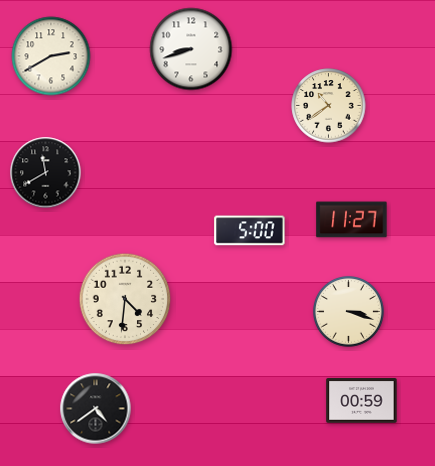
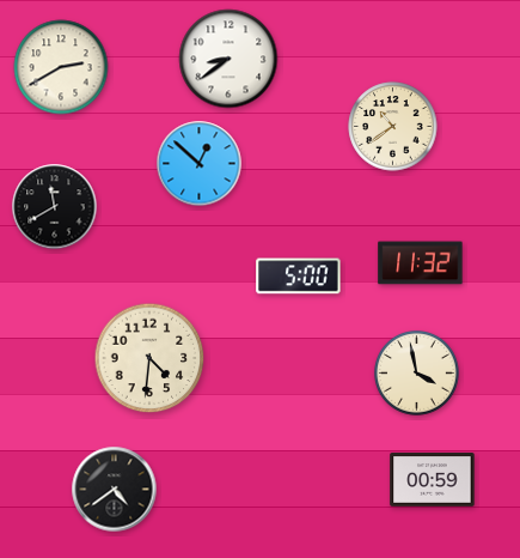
clock at (191, 49): 8:42 -> 8:39
clock at (200, 164): none -> 12:52
clock at (352, 220): 11:27 -> 11:32
clock at (348, 311): 3:18 -> 3:58
